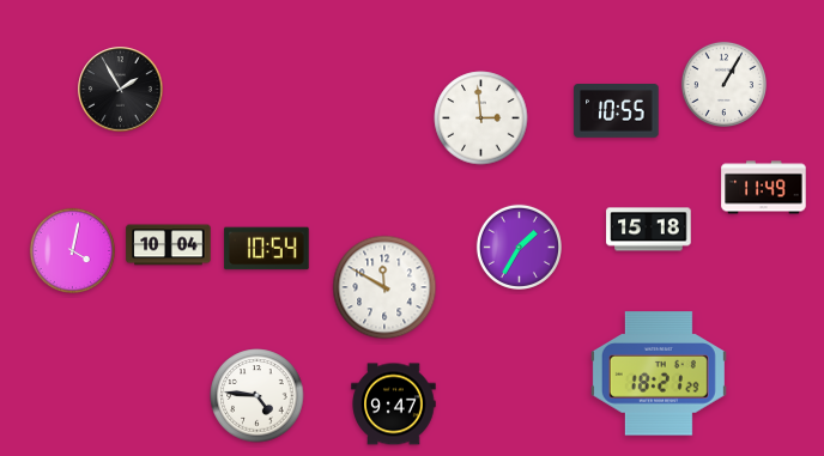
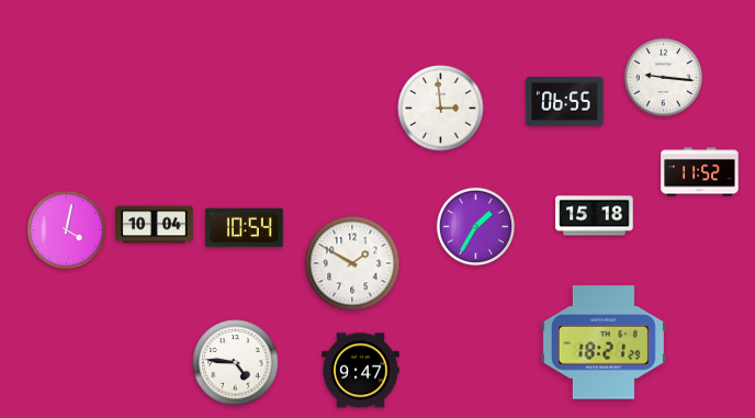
clock at (723, 84): 1:05 -> 9:16
clock at (121, 90): 1:55 -> none
clock at (617, 111): 10:55 -> 06:55
clock at (764, 188): 11:49 -> 11:52
clock at (649, 230) position: (649, 230) -> (595, 216)
clock at (384, 287): 11:50 -> 1:50
